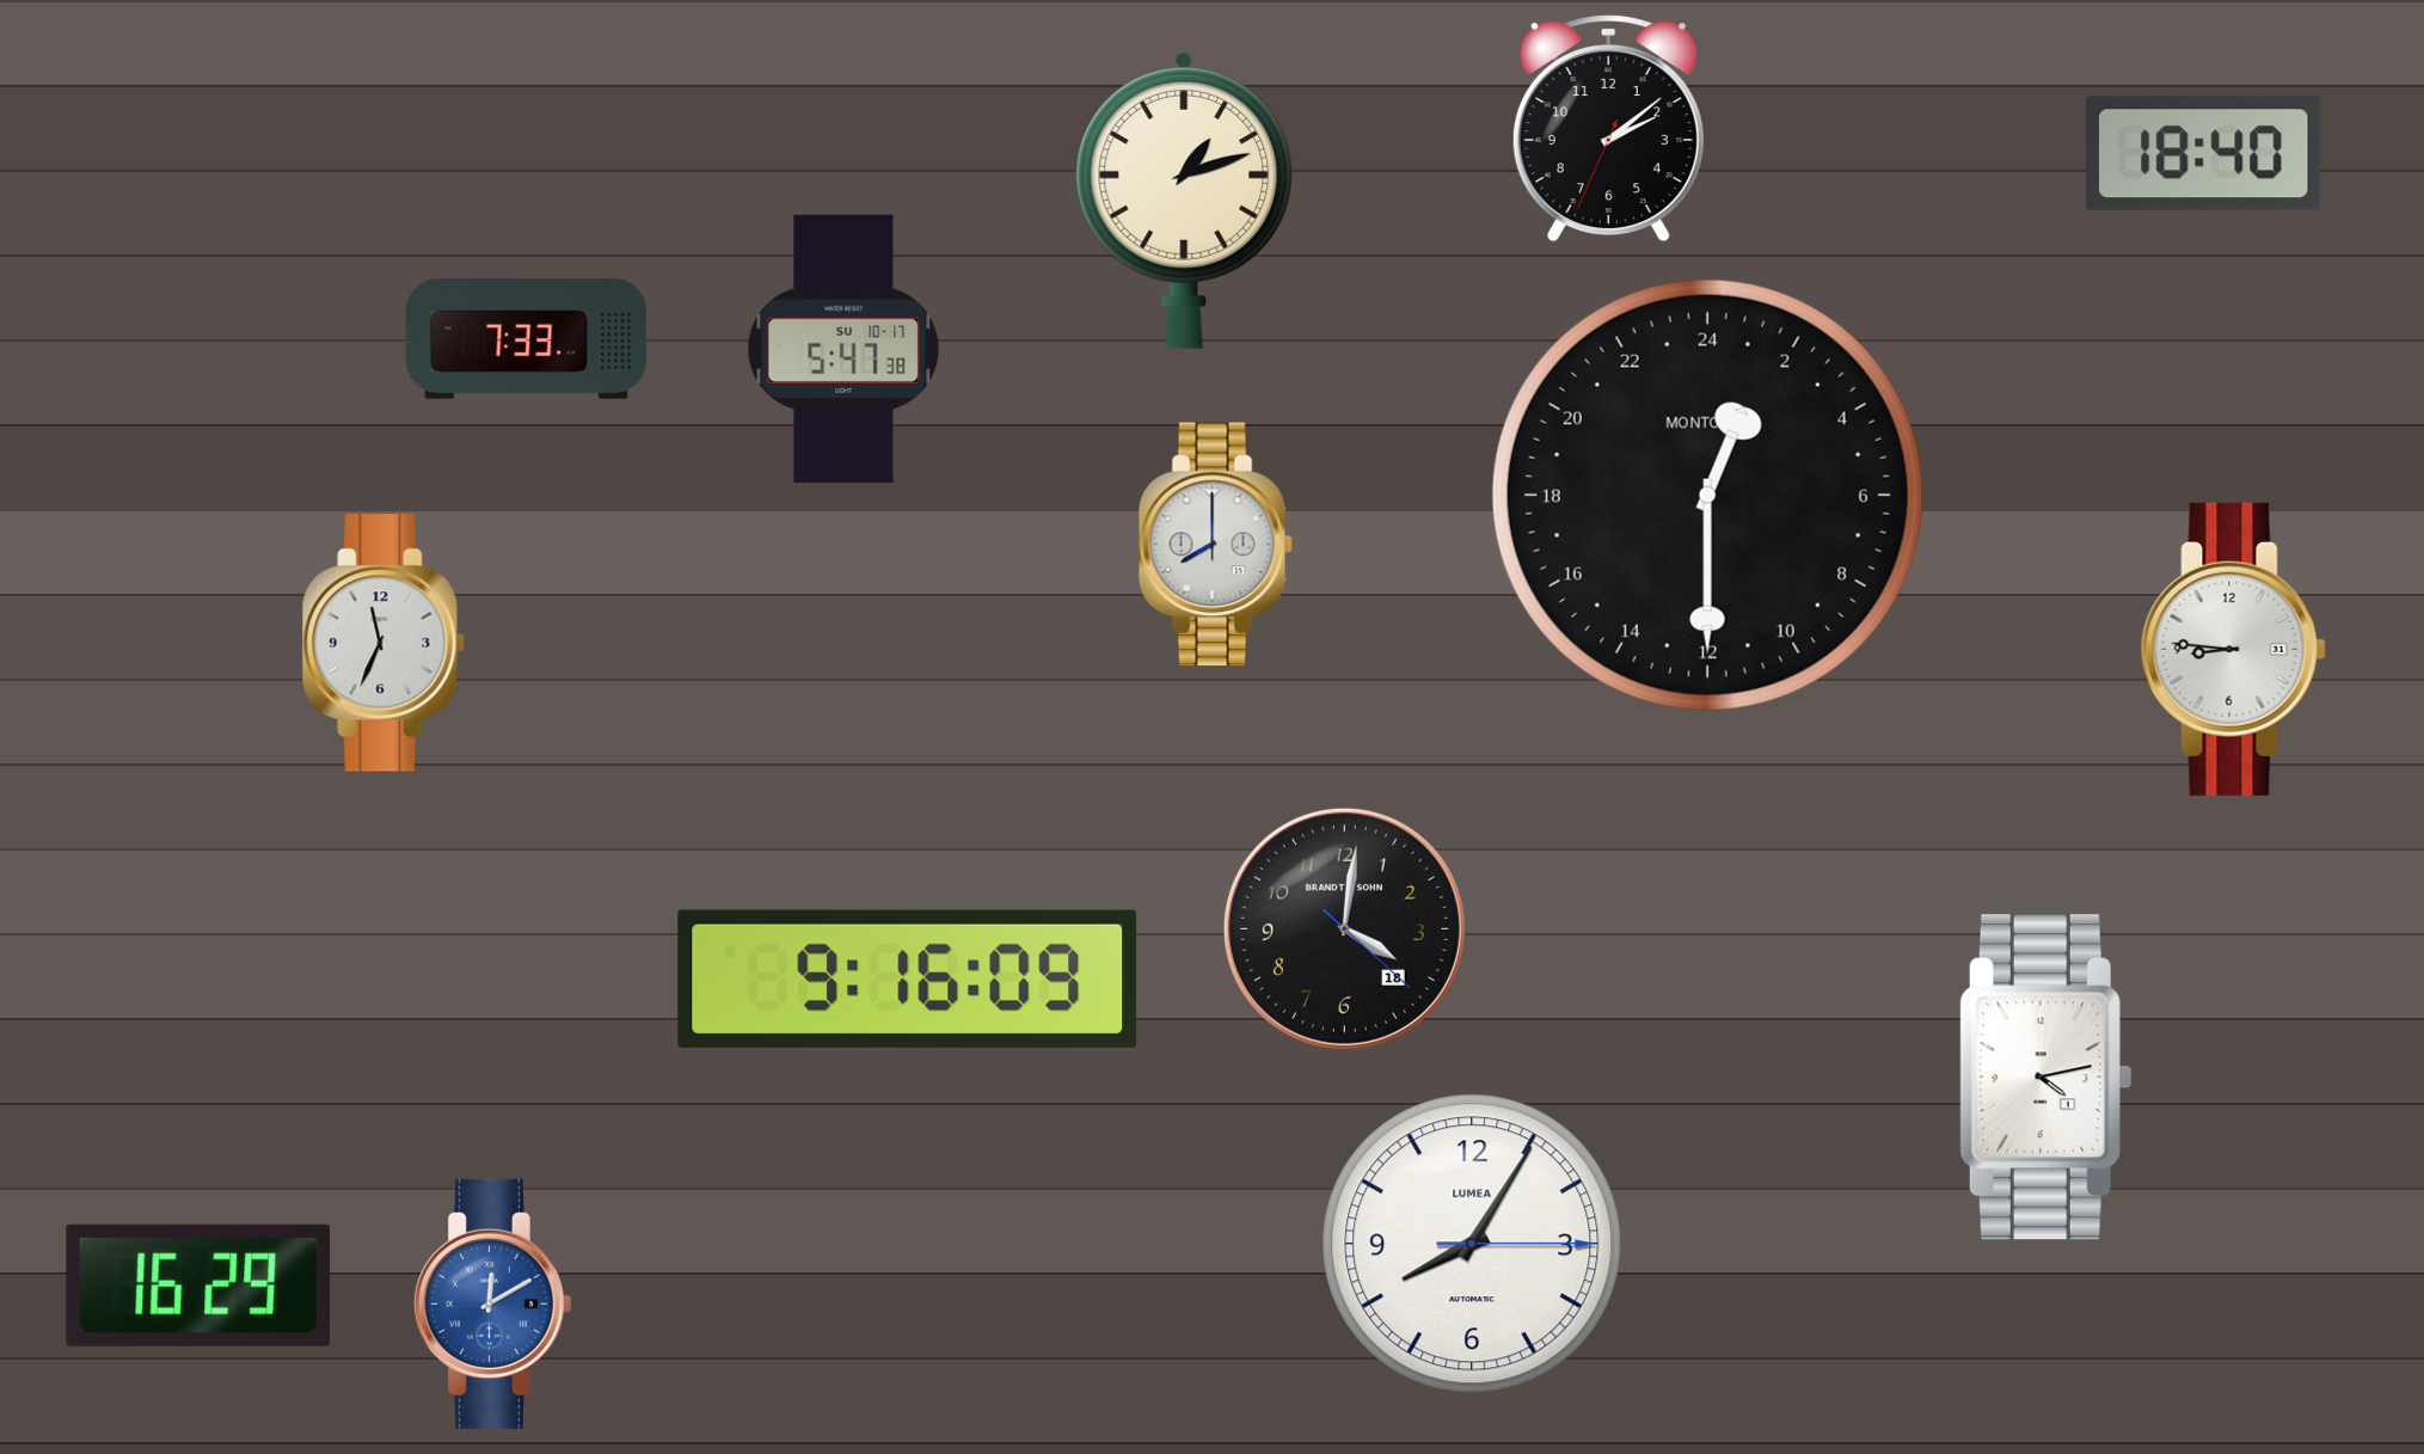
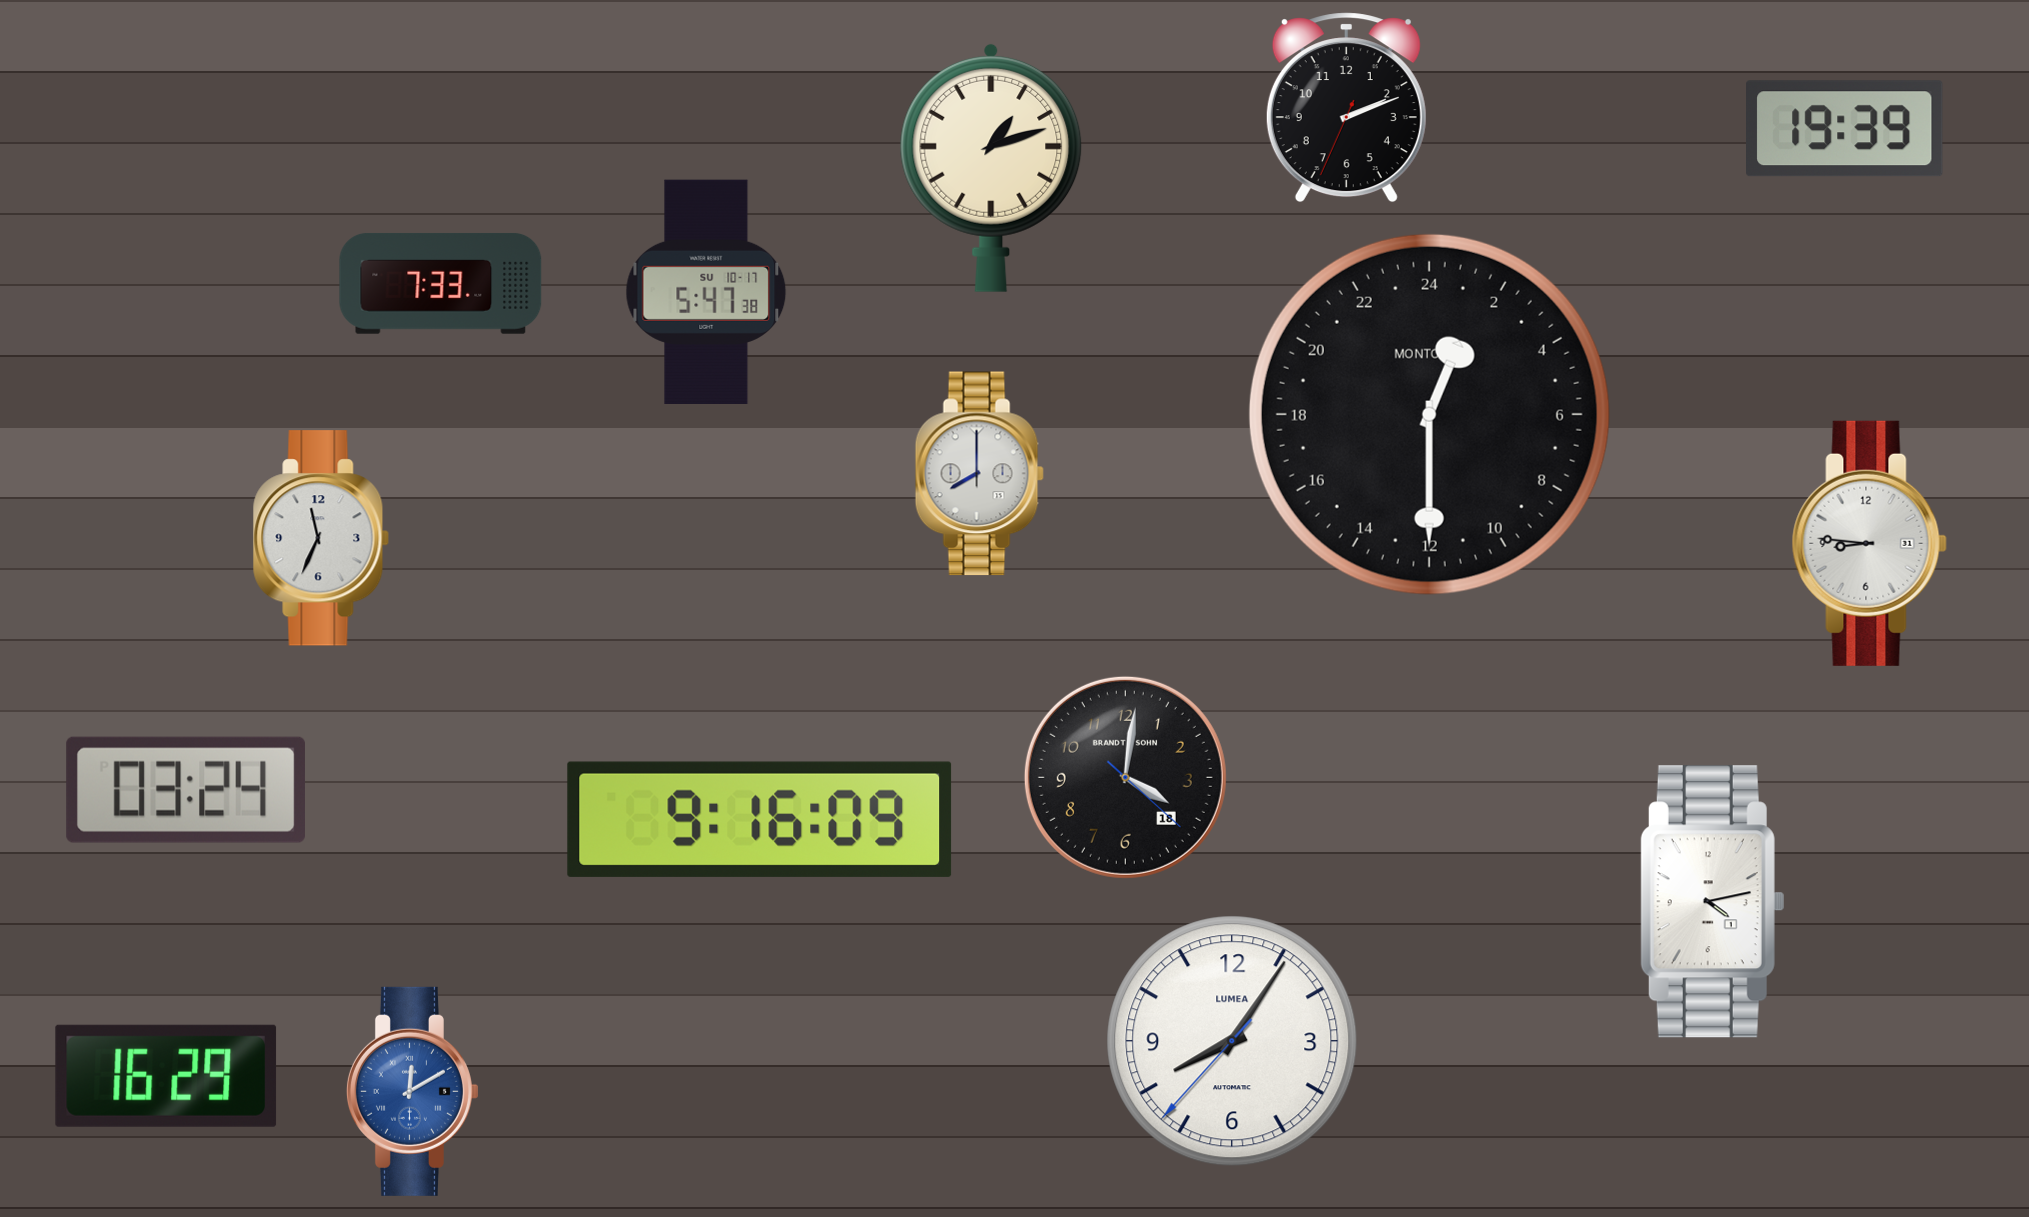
clock at (1608, 129): 2:08 -> 2:11
clock at (2204, 154): 18:40 -> 19:39
clock at (1215, 545) position: (1215, 545) -> (979, 474)
clock at (186, 790): none -> 03:24
clock at (1472, 1244): 8:05:15 -> 8:05:37
